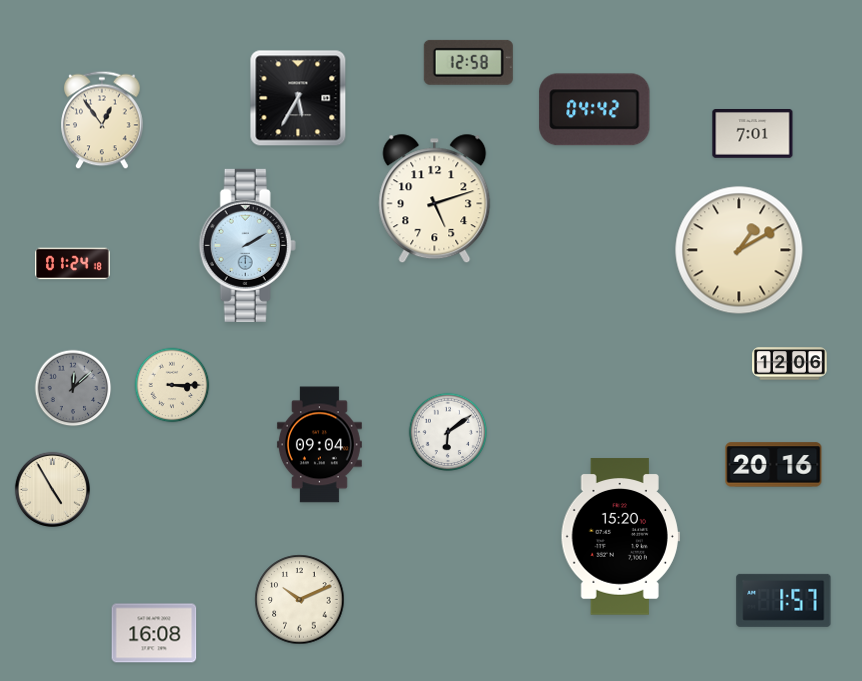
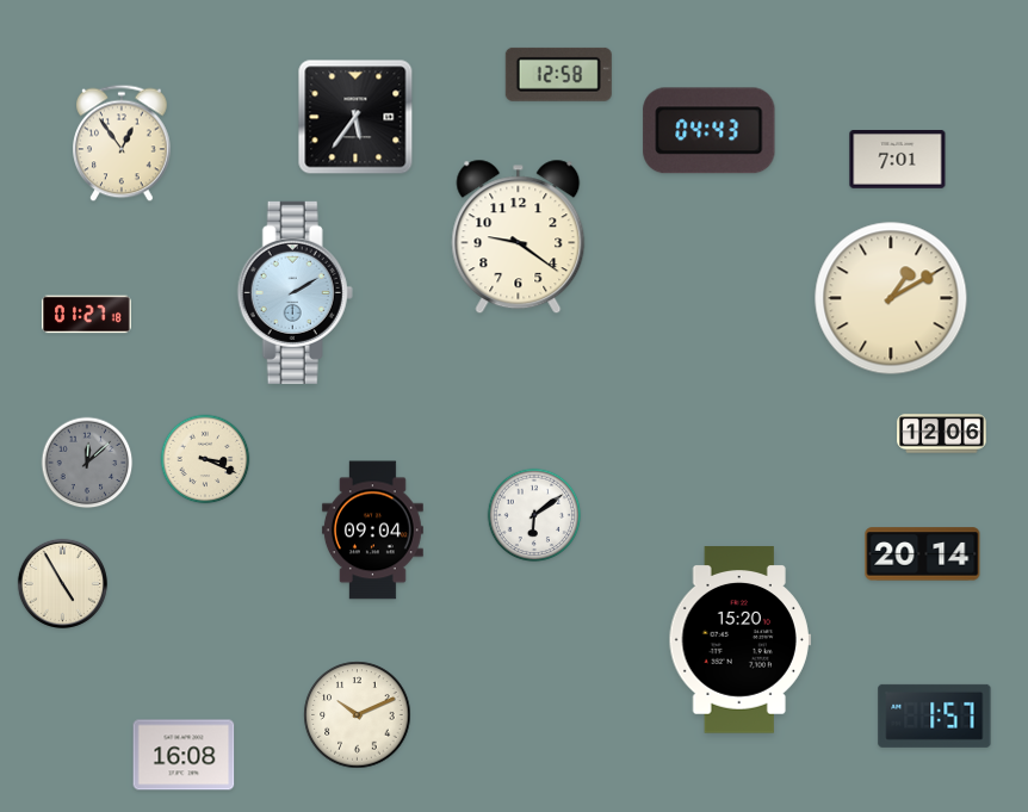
clock at (298, 98): 5:35 -> 5:36
clock at (595, 110): 04:42 -> 04:43
clock at (435, 199): 5:12 -> 9:21
clock at (739, 250) position: (739, 250) -> (891, 298)
clock at (73, 264): 01:24 -> 01:27
clock at (172, 385): 3:15 -> 3:19
clock at (319, 445) position: (319, 445) -> (372, 531)
clock at (774, 465): 20:16 -> 20:14
